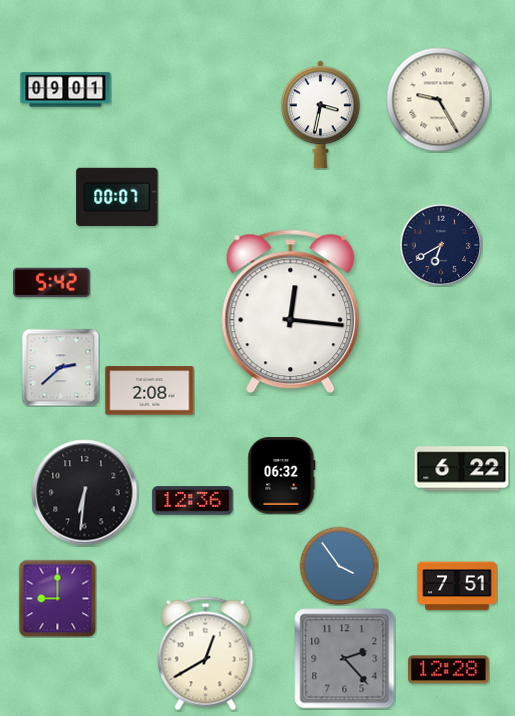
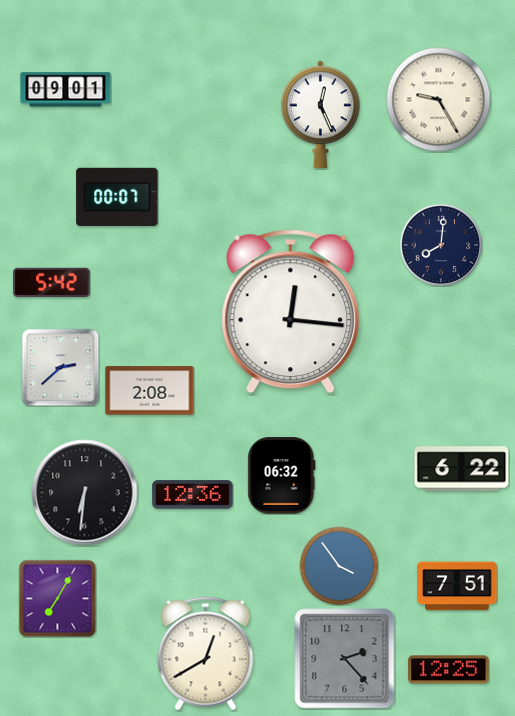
clock at (321, 115): 3:32 -> 12:26
clock at (441, 245): 6:40 -> 8:01
clock at (193, 501) position: (193, 501) -> (193, 495)
clock at (57, 598): 9:00 -> 7:05
clock at (449, 670): 12:28 -> 12:25
